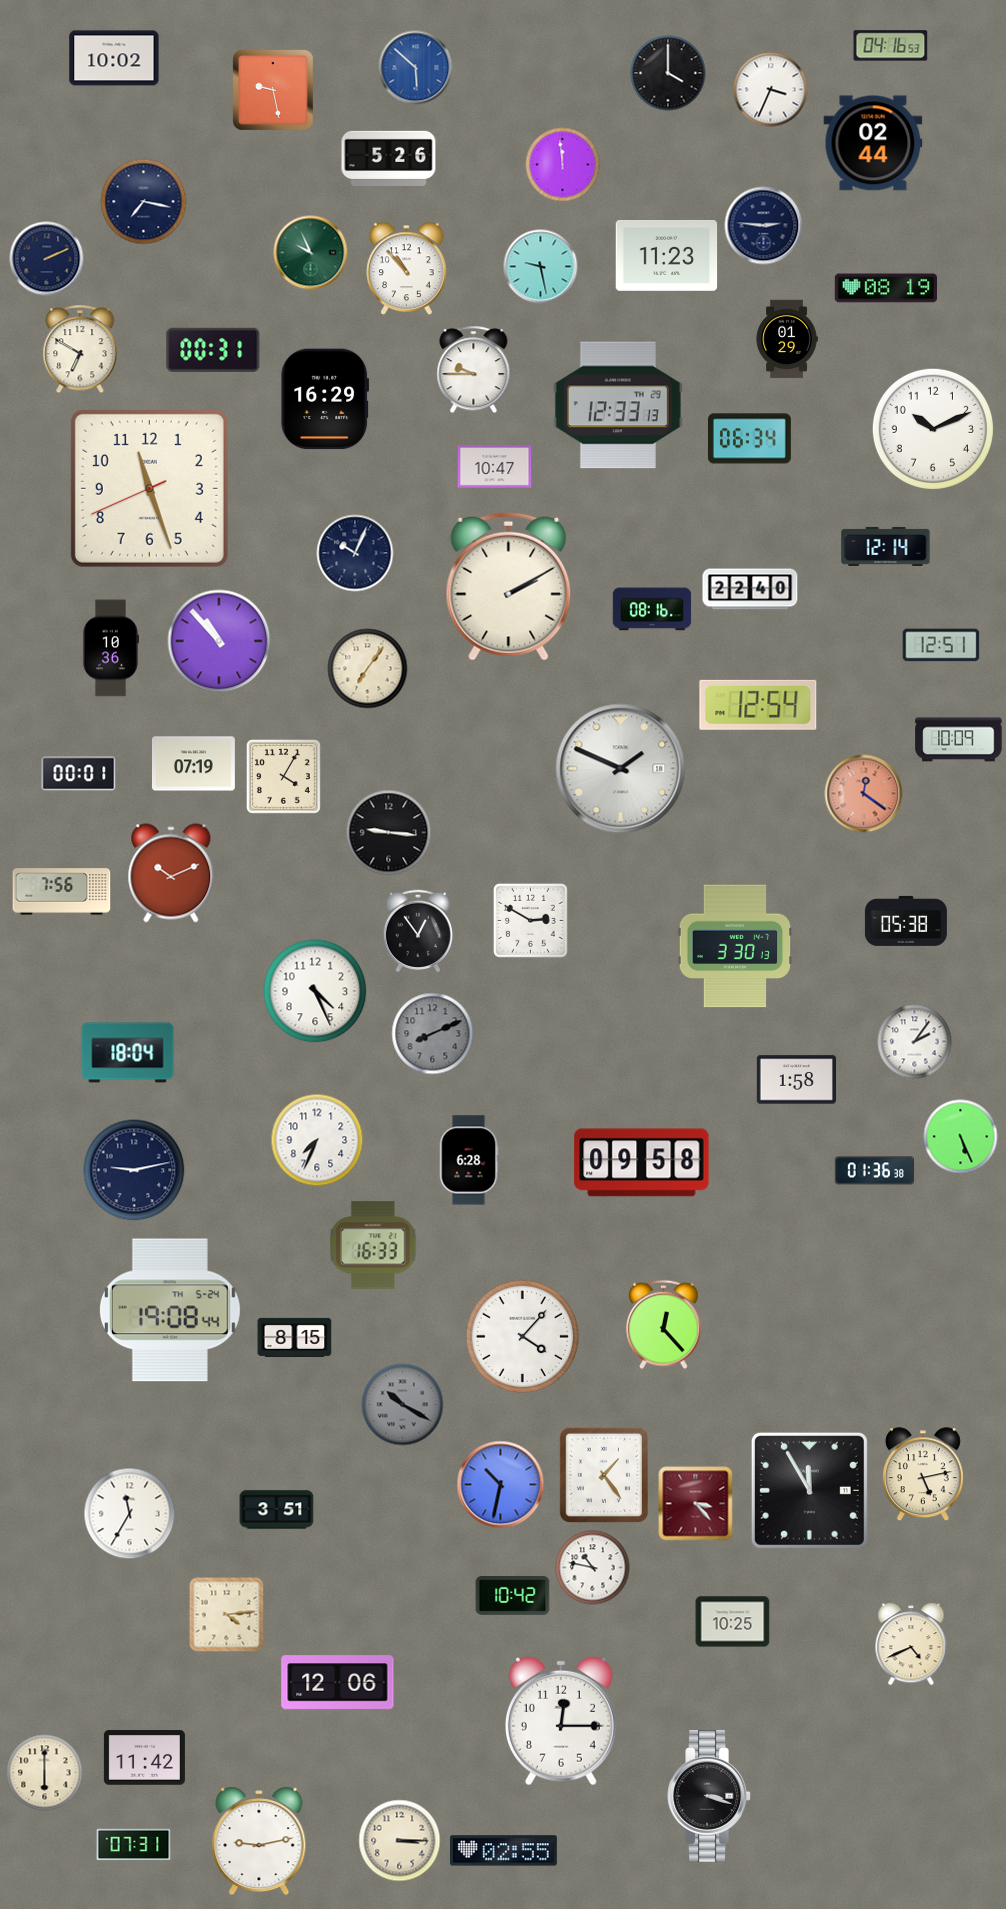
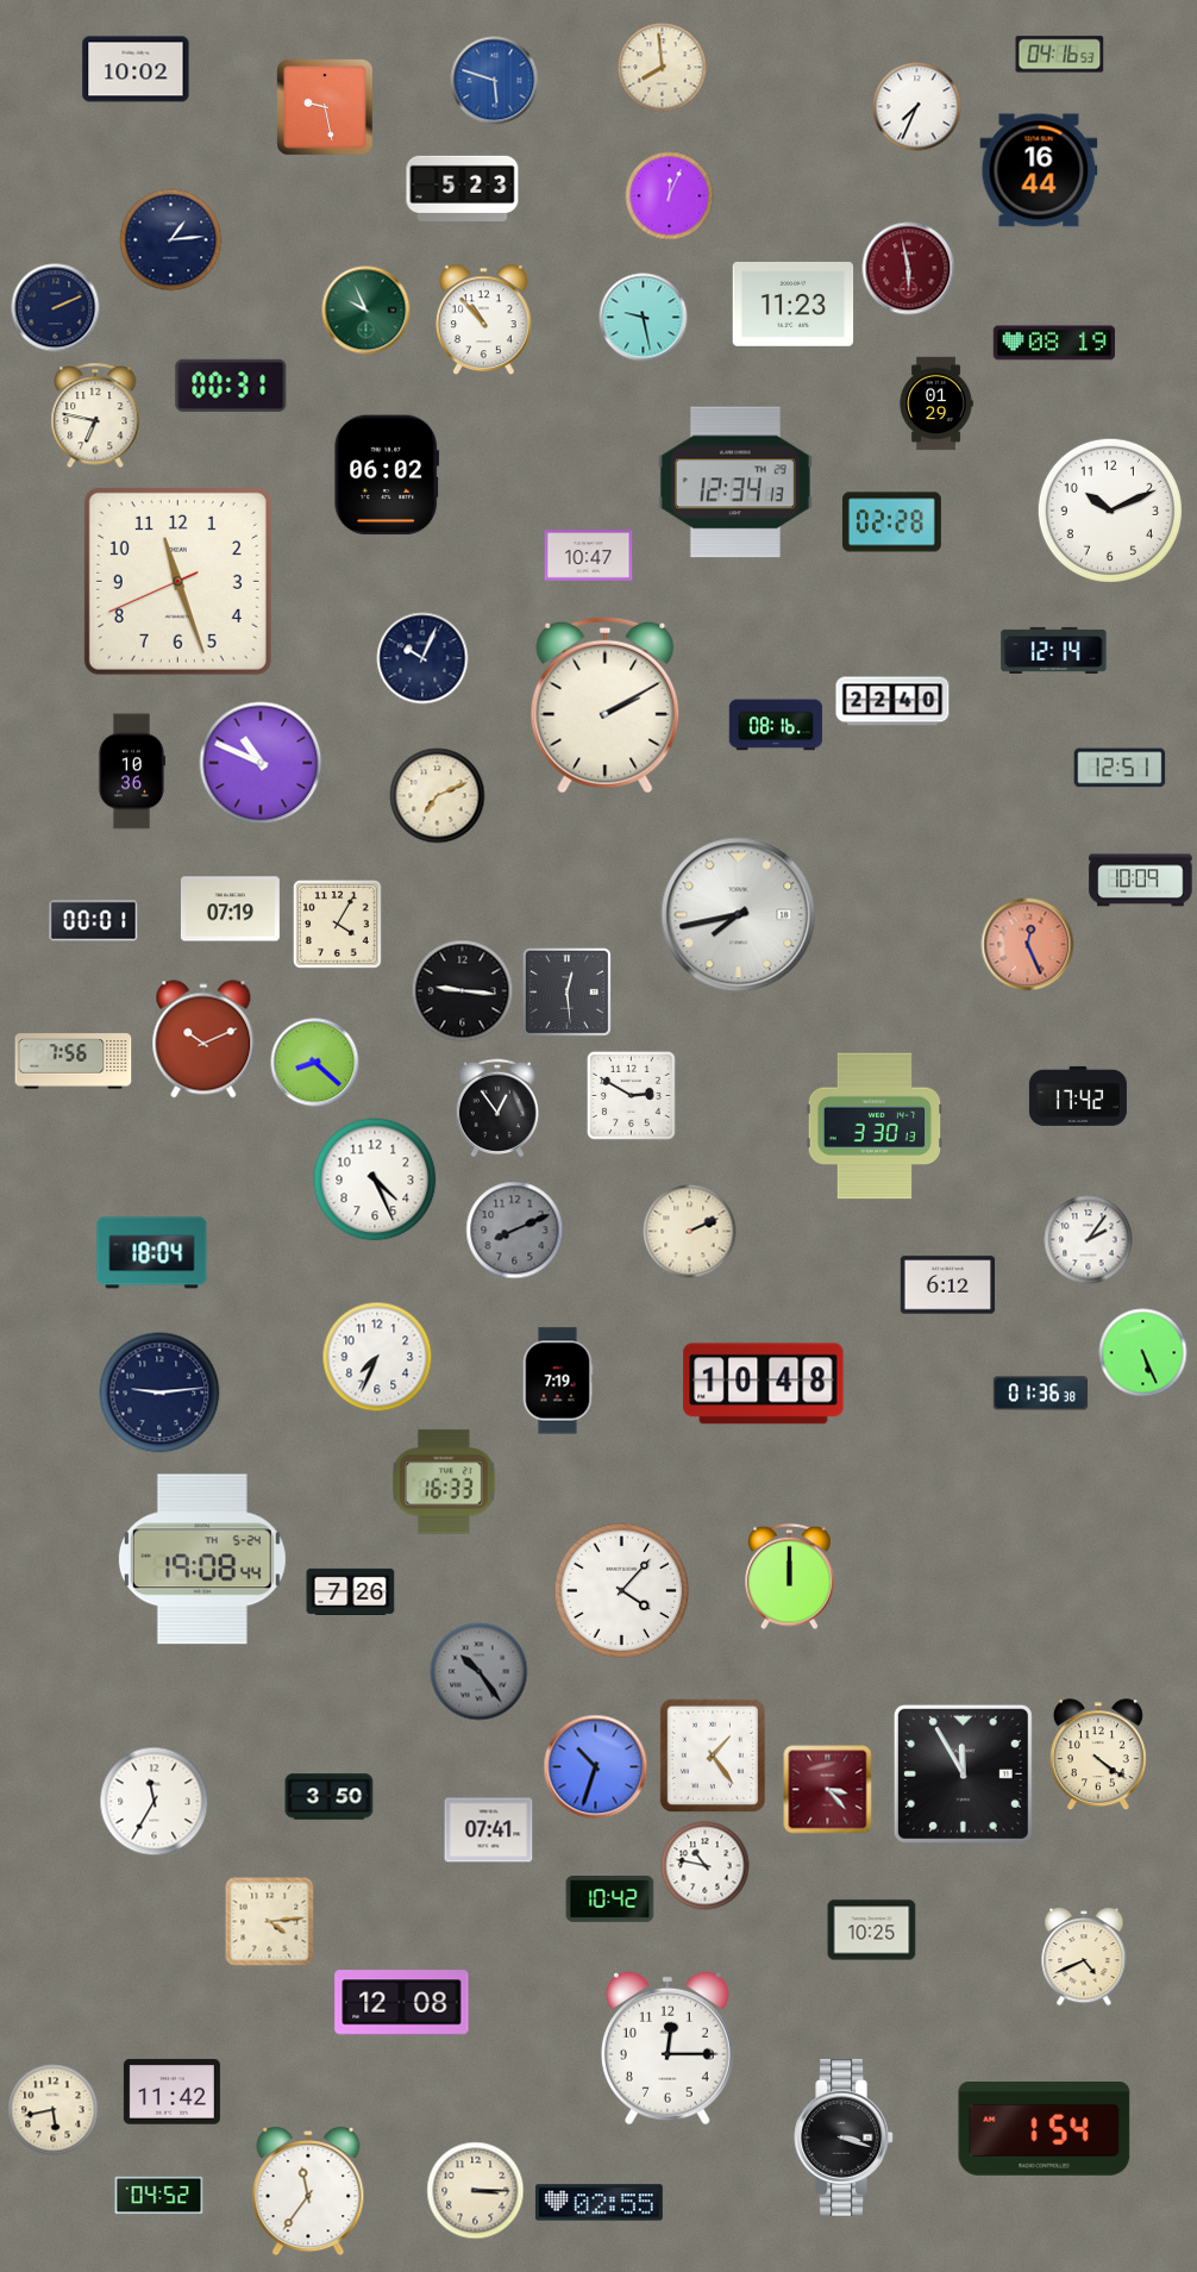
clock at (663, 68): none -> 7:59
clock at (416, 68): 5:52 -> 5:48
clock at (668, 73): 4:00 -> none
clock at (771, 90): 3:34 -> 7:34
clock at (873, 143): 02:44 -> 16:44
clock at (389, 158): 5:26 -> 5:23
clock at (563, 165): 11:59 -> 12:04
clock at (144, 202): 7:17 -> 1:14
clock at (764, 226): 2:46 -> 5:58
clock at (764, 226) dial: navy -> burgundy
clock at (311, 253) position: (311, 253) -> (366, 311)
clock at (80, 350): 6:50 -> 6:47
clock at (213, 350) position: (213, 350) -> (231, 386)
clock at (474, 370): 9:45 -> none
clock at (325, 399): 16:29 -> 06:02
clock at (618, 405): 12:33 -> 12:34
clock at (749, 439): 06:34 -> 02:28
clock at (509, 586) position: (509, 586) -> (606, 705)
clock at (219, 641): 10:53 -> 10:49
clock at (368, 669): 7:06 -> 7:11
clock at (758, 705): 12:54 -> none
clock at (621, 769): 1:49 -> 7:43
clock at (864, 794): 12:21 -> 12:26
clock at (566, 991): none -> 12:29
clock at (315, 1063): none -> 8:22
clock at (906, 921): 05:38 -> 17:42
clock at (690, 1232): none -> 2:11
clock at (797, 1080): 1:58 -> 6:12
clock at (469, 1160): 6:28 -> 7:19
clock at (642, 1163): 09:58 -> 10:48
clock at (134, 1170): 9:13 -> 9:14
clock at (664, 1325): 12:23 -> 12:00
clock at (295, 1337): 8:15 -> 7:26
clock at (403, 1405): 10:20 -> 10:24
clock at (604, 1475) position: (604, 1475) -> (713, 1755)
clock at (923, 1475): 5:13 -> 4:21
clock at (501, 1485): 10:32 -> 10:33
clock at (277, 1510): 3:51 -> 3:50
clock at (489, 1830): none -> 07:41
clock at (338, 1683): 12:06 -> 12:08
clock at (45, 1773): 6:00 -> 5:43
clock at (1045, 2129): none -> 1:54
clock at (259, 1841): 9:13 -> 11:36
clock at (134, 1845): 07:31 -> 04:52
